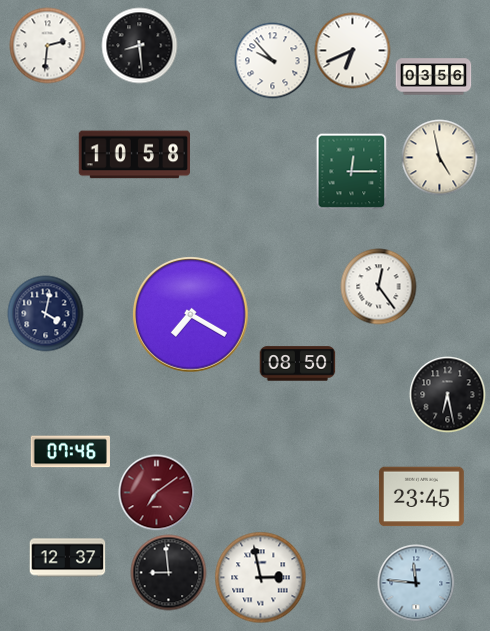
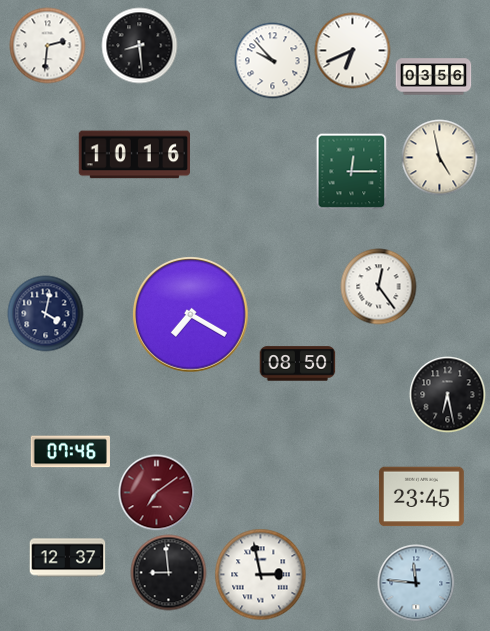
clock at (134, 155): 10:58 -> 10:16
clock at (261, 578) position: (261, 578) -> (261, 575)
